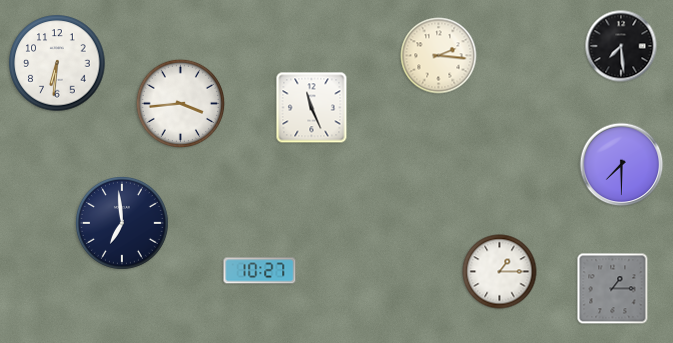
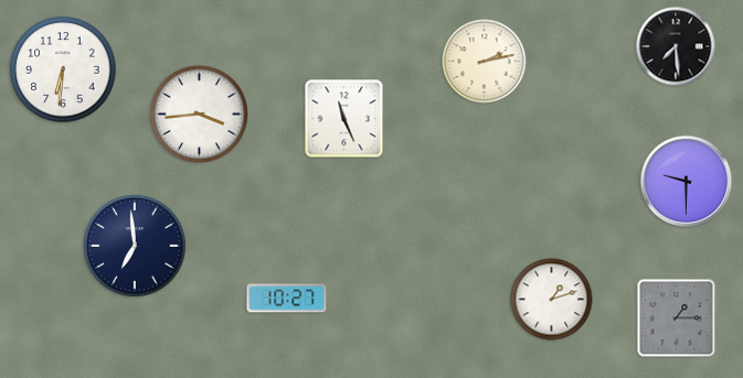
clock at (621, 46) position: (621, 46) -> (676, 46)
clock at (439, 56): 2:16 -> 2:13
clock at (622, 165): 7:30 -> 9:30
clock at (500, 272): 1:15 -> 1:12
